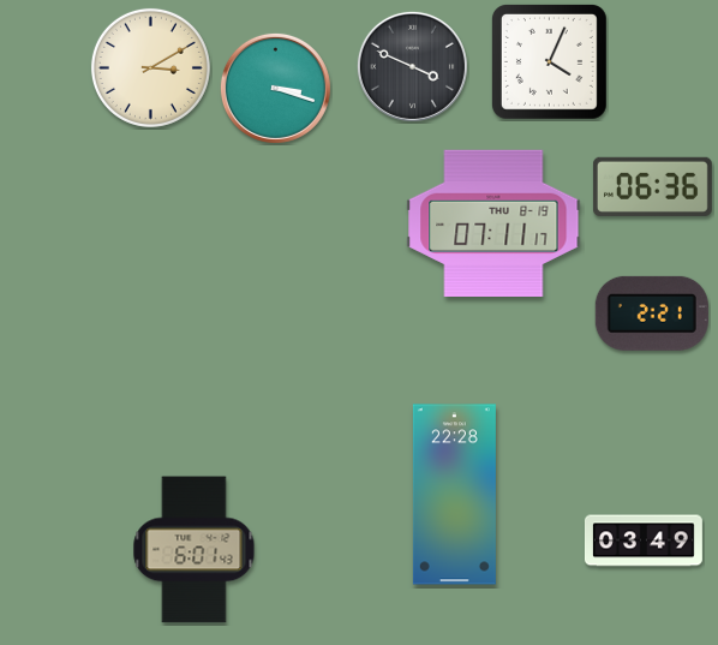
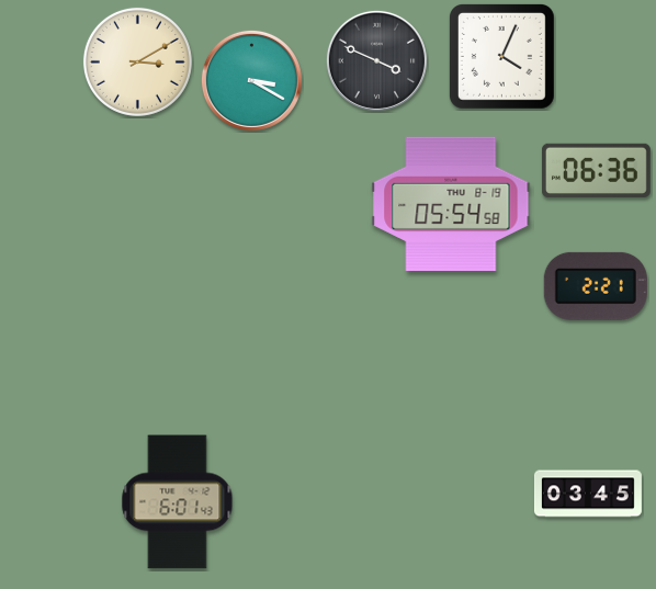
clock at (275, 88): 3:18 -> 3:20
clock at (493, 222): 07:11 -> 05:54
clock at (454, 495): 22:28 -> none
clock at (644, 541): 03:49 -> 03:45
